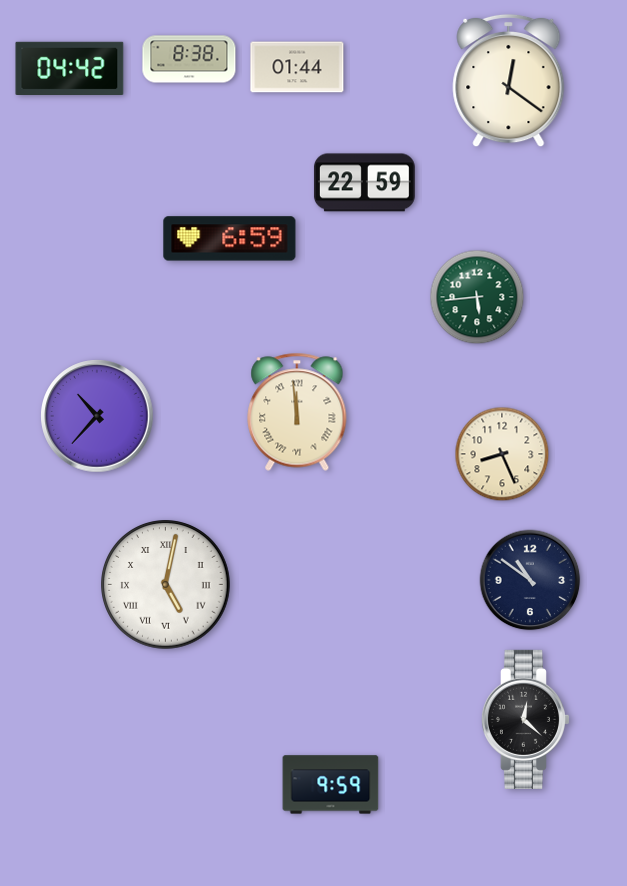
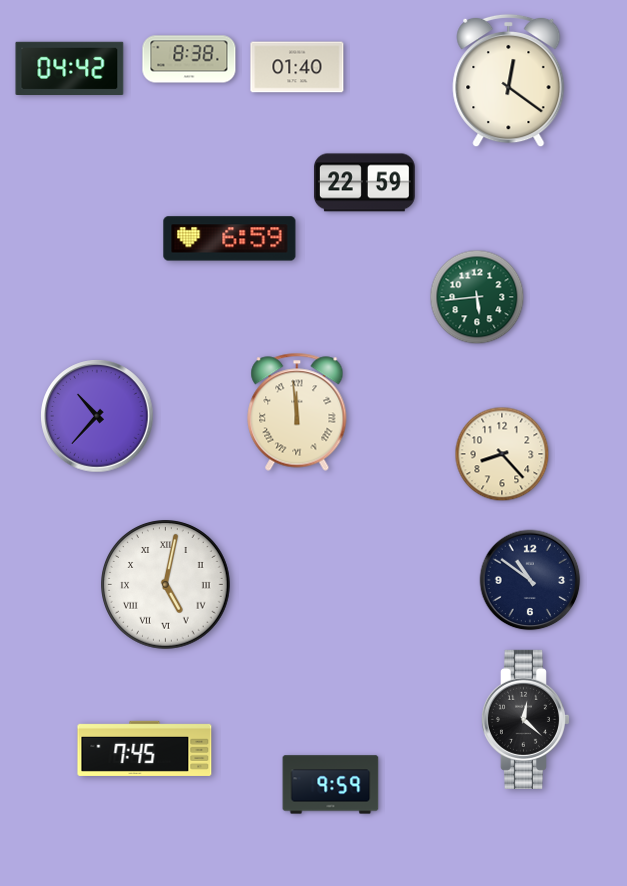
clock at (297, 67): 01:44 -> 01:40
clock at (502, 454): 8:26 -> 8:23
clock at (145, 748): none -> 7:45
